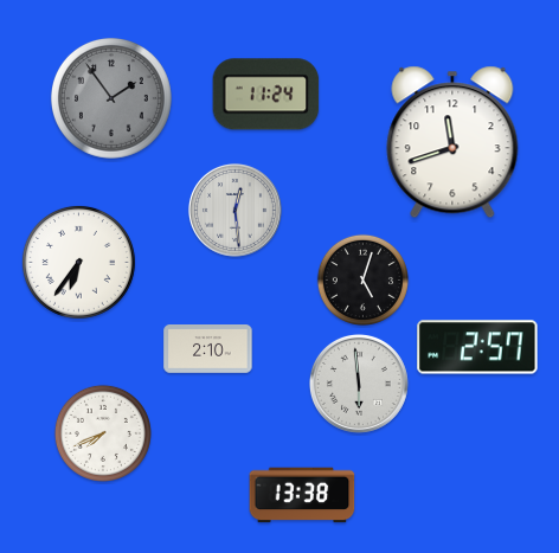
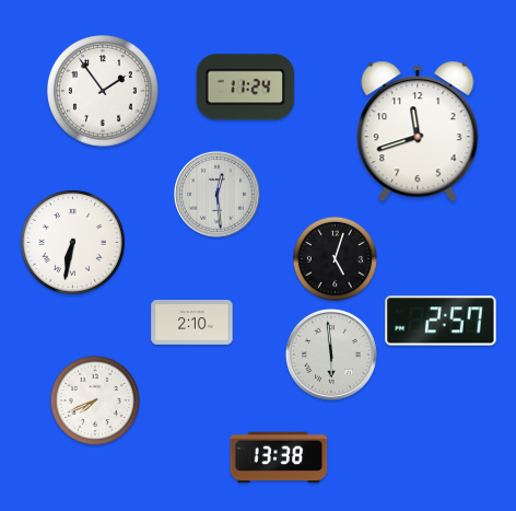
clock at (111, 98) dial: grey -> white
clock at (78, 262): 6:36 -> 6:32
